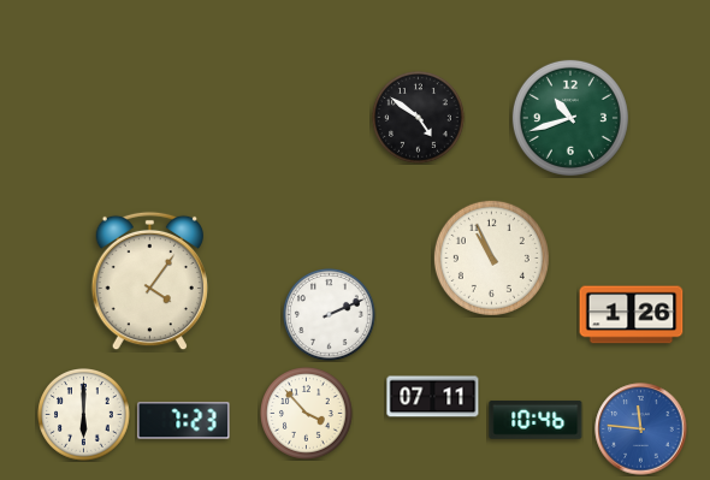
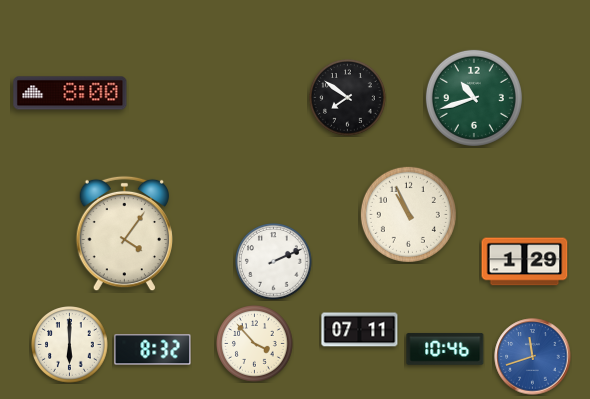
clock at (70, 93): none -> 8:00
clock at (419, 118): 4:51 -> 7:51
clock at (632, 315): 1:26 -> 1:29
clock at (184, 421): 7:23 -> 8:32
clock at (641, 429): 11:46 -> 11:42
